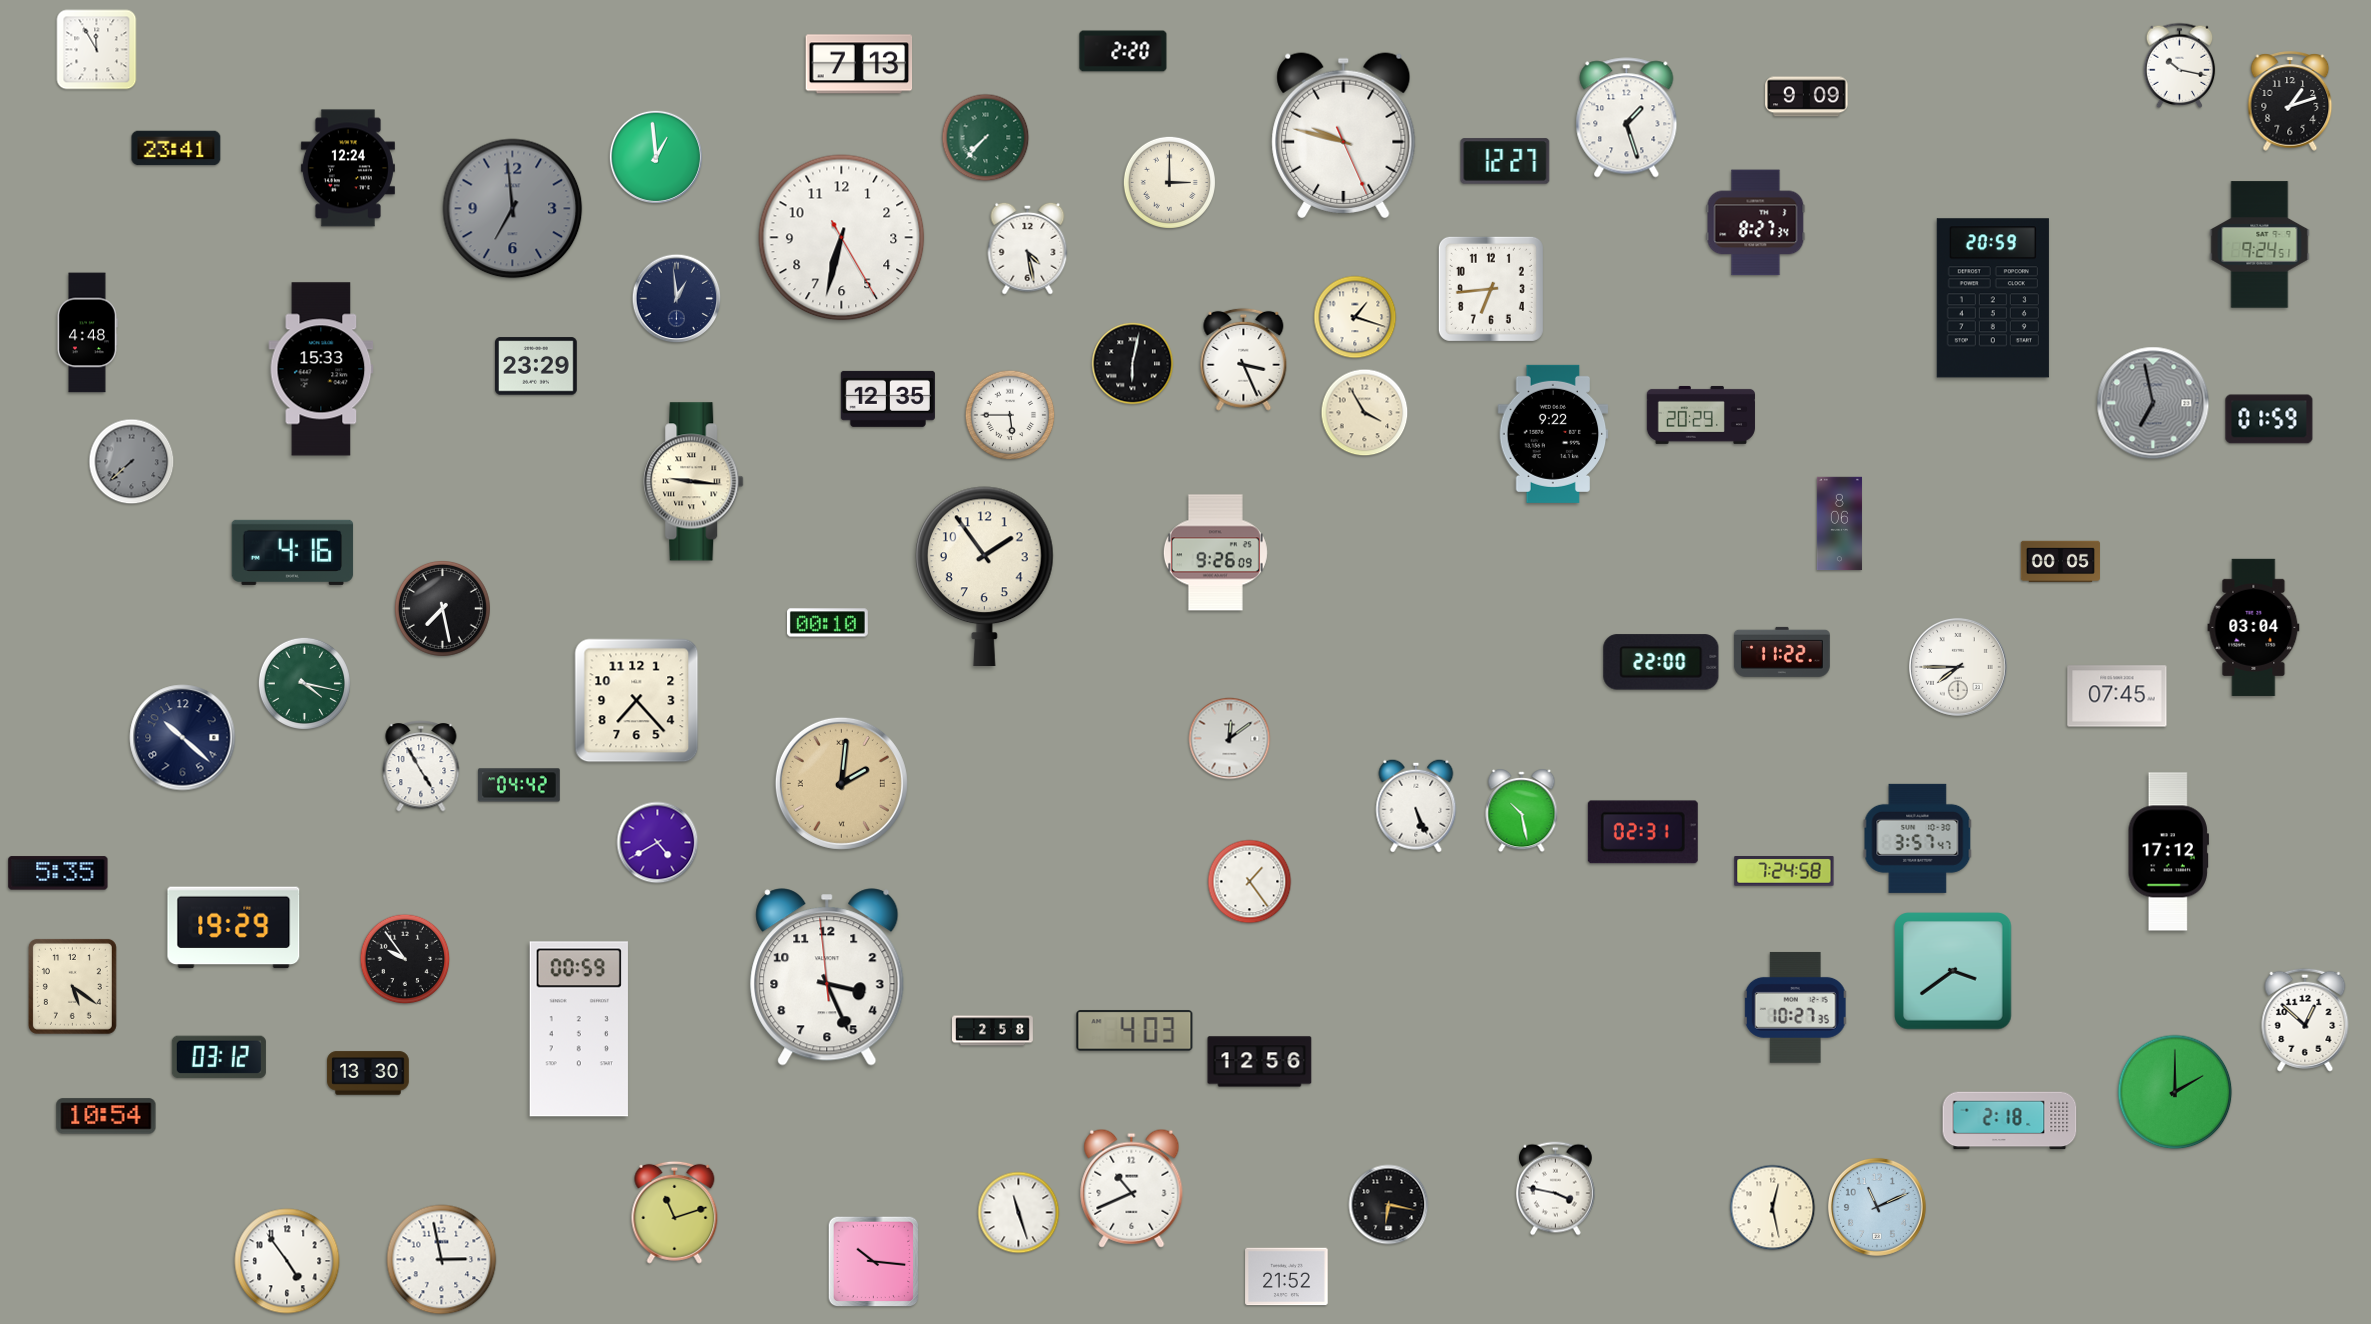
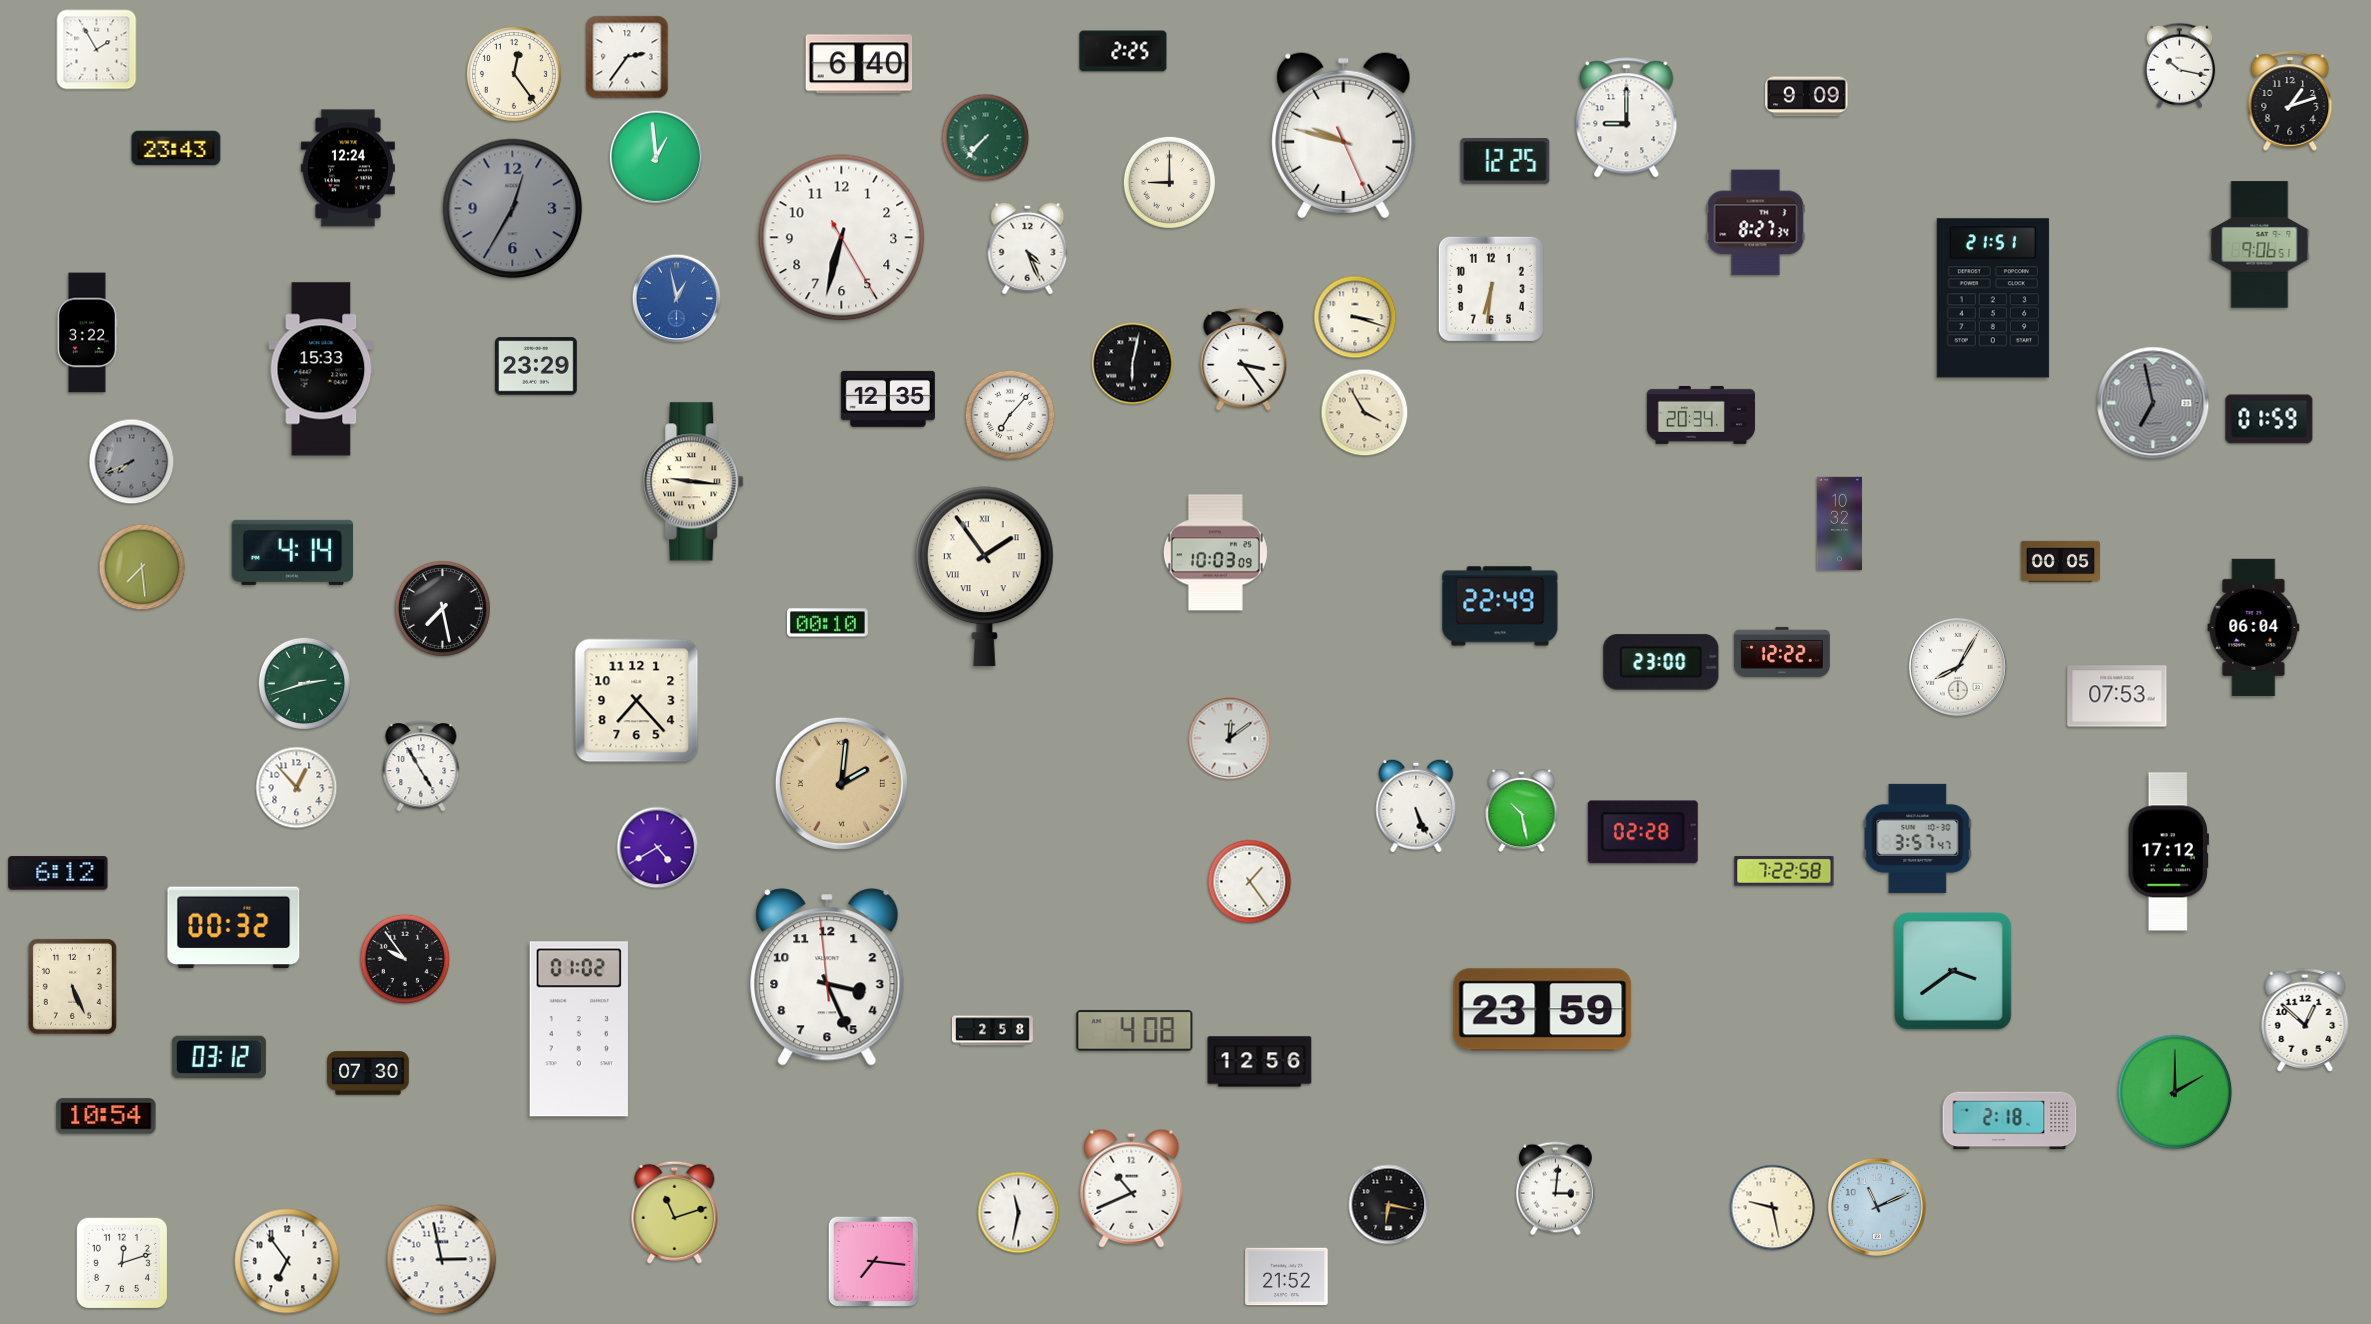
clock at (97, 50): 11:55 -> 1:55
clock at (1123, 51): 2:20 -> 2:25
clock at (627, 57): none -> 2:36
clock at (859, 64): 7:13 -> 6:40
clock at (514, 74): none -> 12:24
clock at (1627, 118): 1:27 -> 9:00
clock at (176, 148): 23:41 -> 23:43
clock at (1505, 161): 12:27 -> 12:25
clock at (1169, 182): 3:00 -> 9:00
clock at (513, 209): 6:59 -> 12:35
clock at (2260, 245): 9:24 -> 9:06
clock at (1028, 248): 4:28 -> 4:26
clock at (1491, 289): 6:44 -> 6:31
clock at (1993, 298): 20:59 -> 21:51
clock at (677, 299): 12:59 -> 12:58
clock at (677, 299) dial: navy -> blue
clock at (1355, 317): 1:18 -> 3:18
clock at (87, 333): 4:48 -> 3:22
clock at (1244, 359): 3:26 -> 3:24
clock at (1010, 415): 5:45 -> 7:07
clock at (1701, 415): 20:29 -> 20:34
clock at (1553, 434): 9:22 -> none
clock at (132, 462): 7:38 -> 7:41
clock at (1839, 524): 8:06 -> 10:32
clock at (293, 552): 4:16 -> 4:14
clock at (1215, 553): 9:26 -> 10:03
clock at (142, 567): none -> 7:29
clock at (985, 576) numerals: Arabic -> Roman
clock at (1500, 606): none -> 22:49
clock at (2254, 627): 03:04 -> 06:04
clock at (1782, 652): 11:22 -> 12:22
clock at (1661, 662): 22:00 -> 23:00
clock at (1958, 667): 7:45 -> 8:05
clock at (304, 683): 4:17 -> 2:42
clock at (2117, 696): 07:45 -> 07:53
clock at (183, 738): 10:22 -> none
clock at (519, 785): 04:42 -> none
clock at (297, 788): none -> 12:53
clock at (1643, 832): 02:31 -> 02:28
clock at (658, 843) position: (658, 843) -> (658, 848)
clock at (1784, 871): 7:24 -> 7:22
clock at (58, 873): 5:35 -> 6:12
clock at (234, 928): 19:29 -> 00:32
clock at (72, 986): 5:21 -> 5:26
clock at (1796, 1007): 10:27 -> none
clock at (1543, 1010): none -> 23:59
clock at (579, 1029): 00:59 -> 01:02
clock at (1135, 1031): 4:03 -> 4:08
clock at (368, 1073): 13:30 -> 07:30
clock at (1556, 1189): 3:47 -> 3:01
clock at (1773, 1208): 12:28 -> 9:28
clock at (1019, 1213): 11:27 -> 11:32
clock at (287, 1261): 4:54 -> 6:54
clock at (121, 1262): none -> 12:12
clock at (874, 1262): 10:16 -> 7:16
